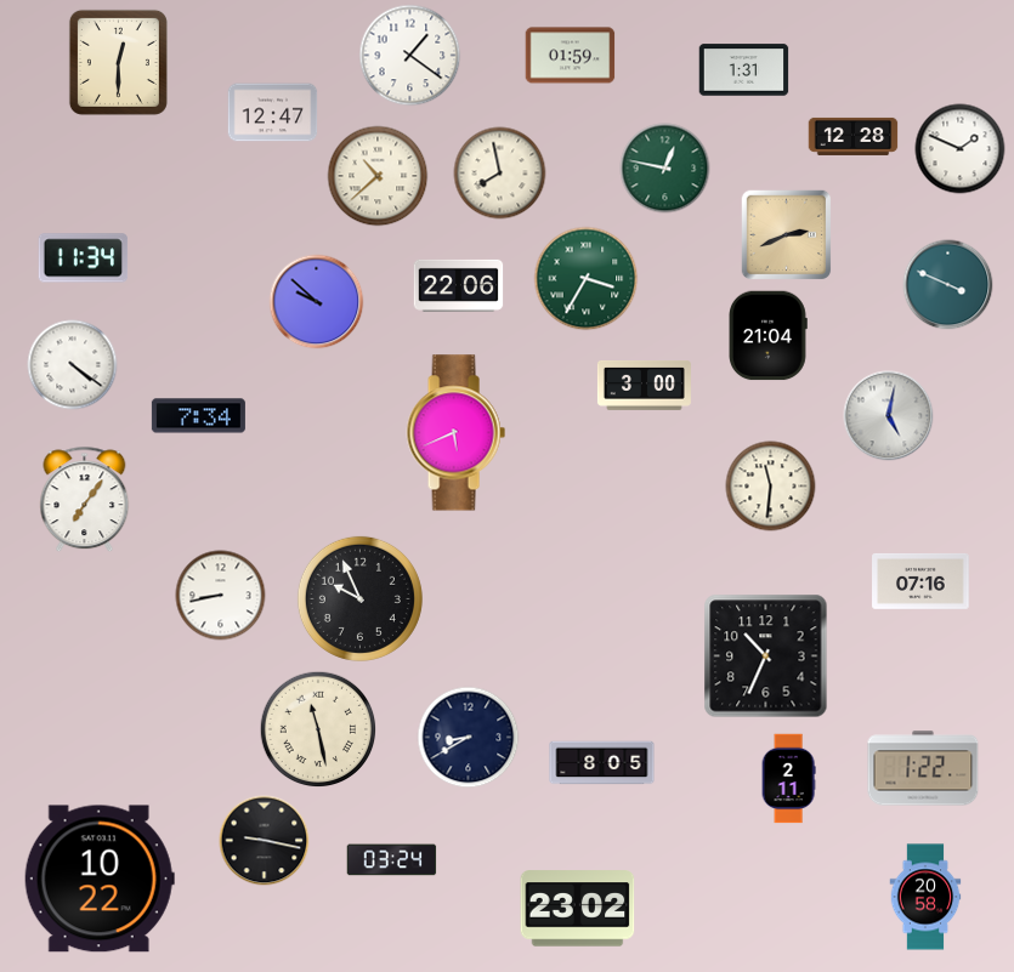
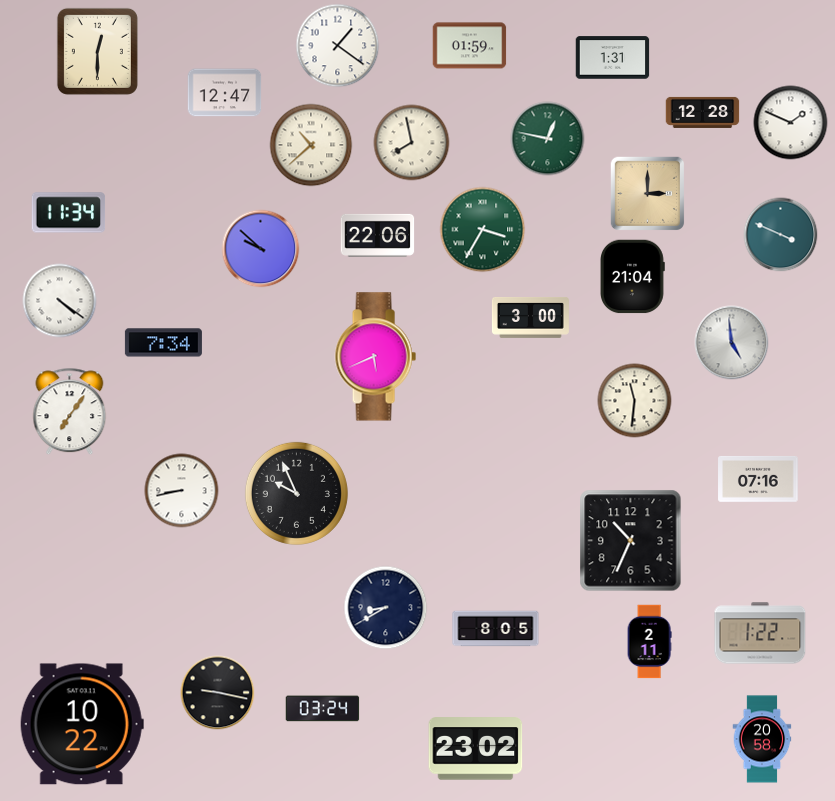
clock at (787, 235): 2:41 -> 3:00
clock at (889, 416): 5:02 -> 4:59
clock at (318, 729): 11:28 -> none
